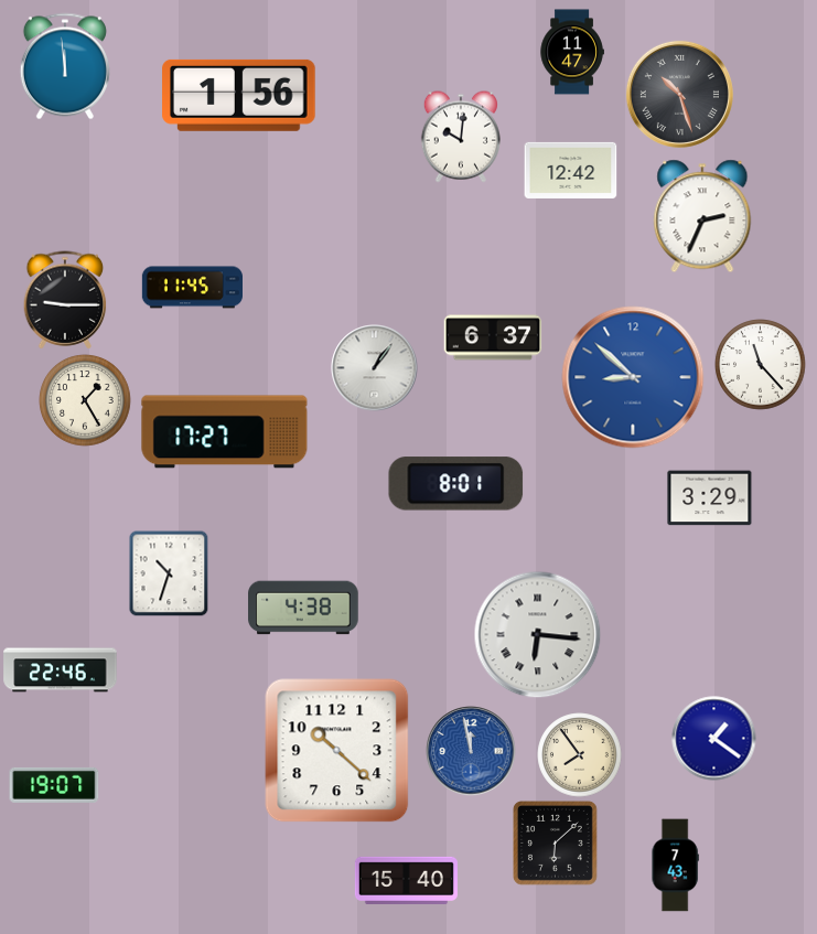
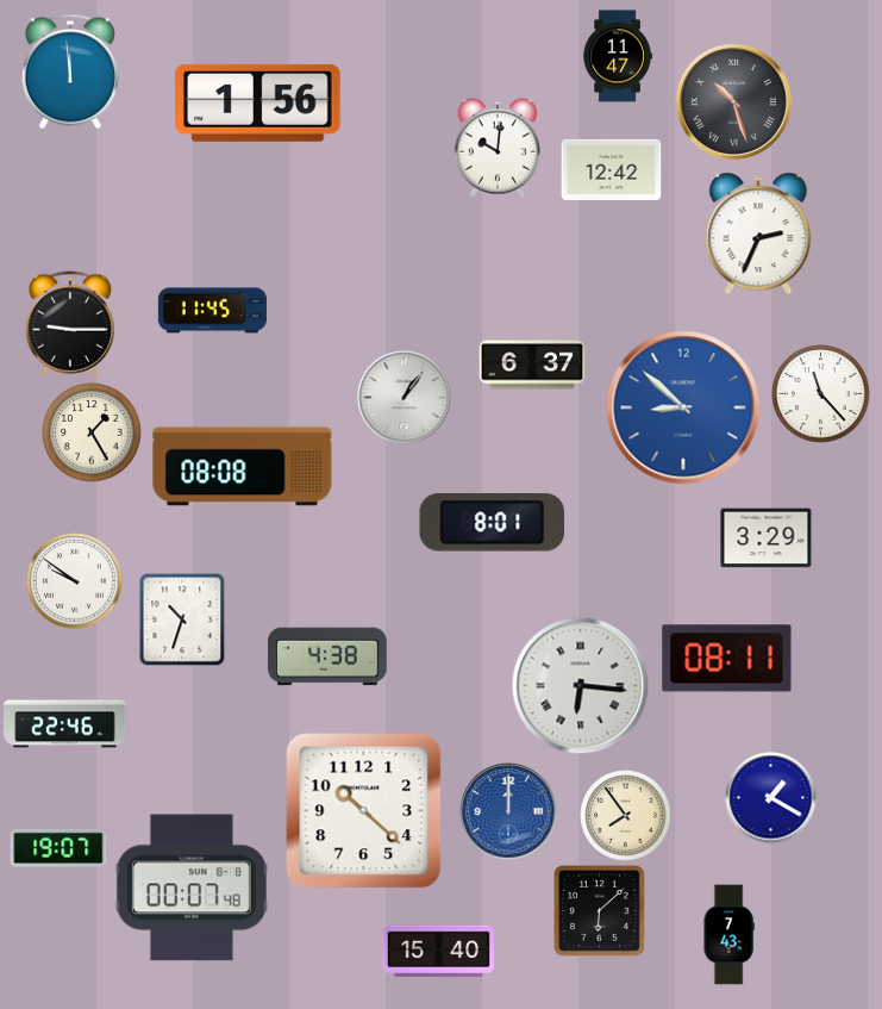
clock at (571, 170) position: (571, 170) -> (612, 169)
clock at (192, 288) position: (192, 288) -> (212, 311)
clock at (225, 432): 17:27 -> 08:08
clock at (75, 581): none -> 9:51
clock at (727, 659): none -> 08:11
clock at (714, 739): 1:21 -> 1:20
clock at (471, 751): 11:58 -> 12:00
clock at (192, 887): none -> 00:07
